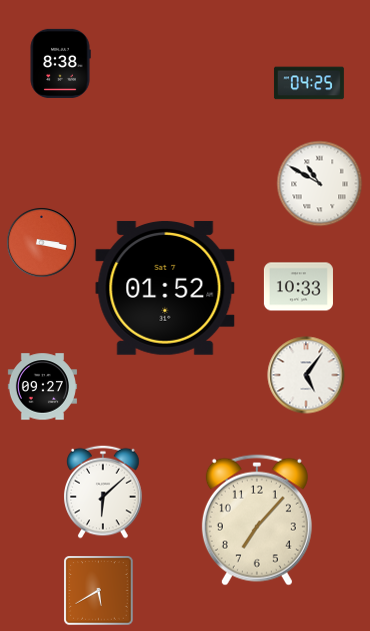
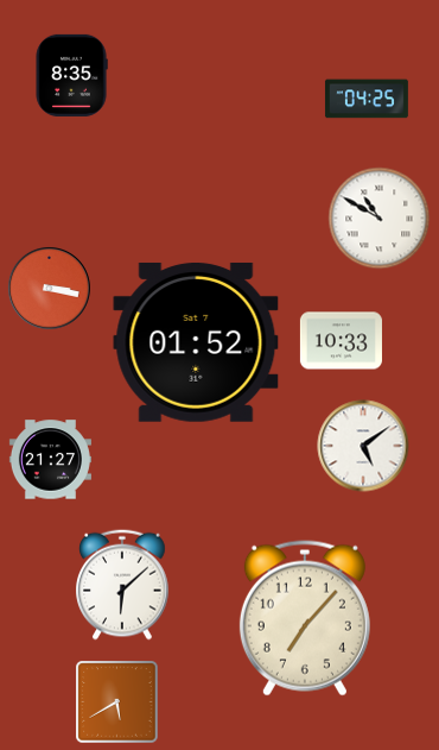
clock at (60, 63): 8:38 -> 8:35
clock at (298, 287) position: (298, 287) -> (341, 341)
clock at (306, 375): 5:06 -> 5:09
clock at (42, 387): 09:27 -> 21:27
